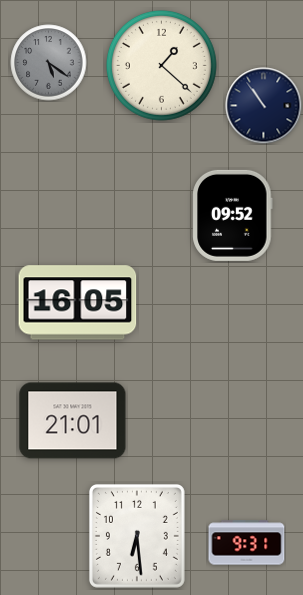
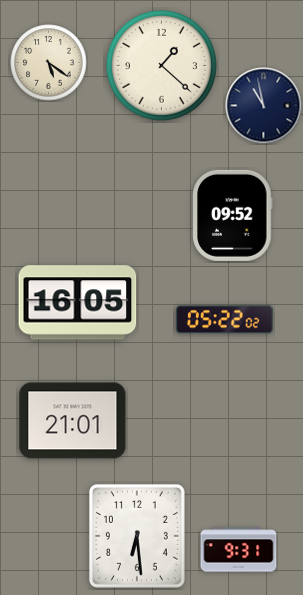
clock at (49, 63) dial: grey -> cream
clock at (264, 106): 10:54 -> 10:58
clock at (225, 320): none -> 05:22
clock at (247, 543) position: (247, 543) -> (239, 550)
